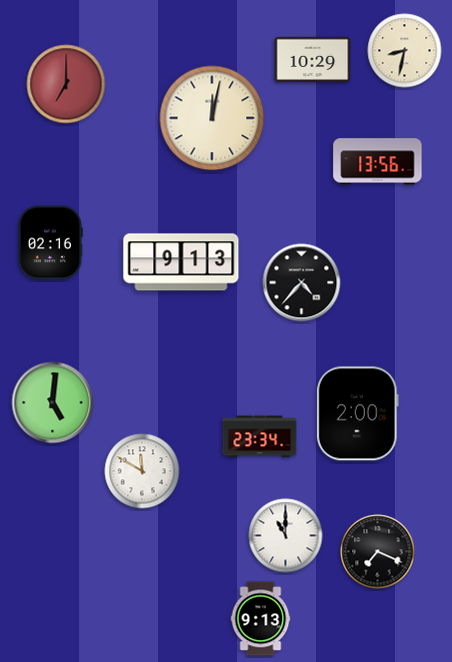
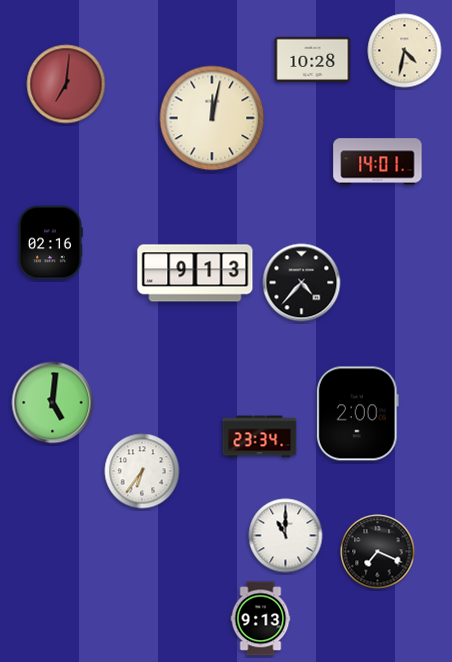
clock at (405, 51): 8:32 -> 4:32
clock at (313, 60): 10:29 -> 10:28
clock at (66, 84): 7:00 -> 7:01
clock at (378, 162): 13:56 -> 14:01
clock at (181, 262) position: (181, 262) -> (195, 273)
clock at (142, 471): 11:50 -> 6:36
